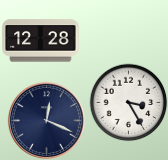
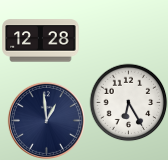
clock at (128, 102): 3:25 -> 6:25
clock at (46, 120): 12:19 -> 12:59
